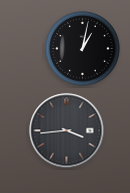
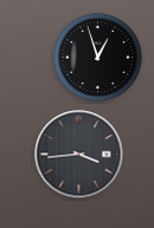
clock at (83, 49): 1:02 -> 12:57
